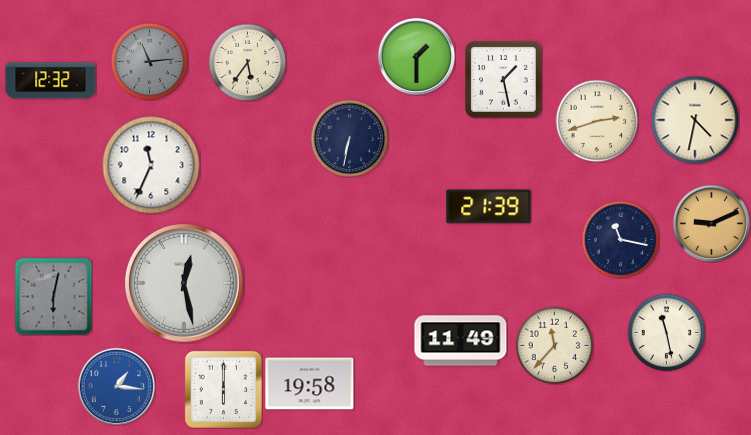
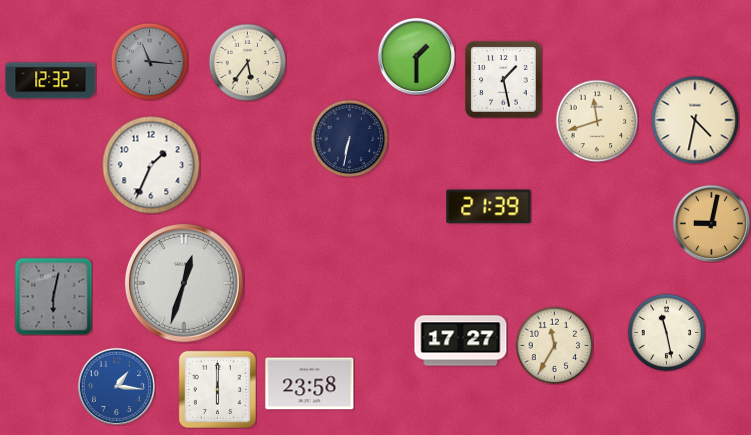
clock at (149, 61): 11:14 -> 11:16
clock at (597, 121): 2:42 -> 11:42
clock at (151, 165): 11:34 -> 1:34
clock at (711, 223): 9:11 -> 9:02
clock at (620, 239): 11:17 -> none
clock at (184, 283): 12:28 -> 12:33
clock at (461, 341): 11:49 -> 17:27
clock at (554, 345): 11:37 -> 11:35
clock at (310, 384): 19:58 -> 23:58
clock at (223, 389) position: (223, 389) -> (217, 389)
